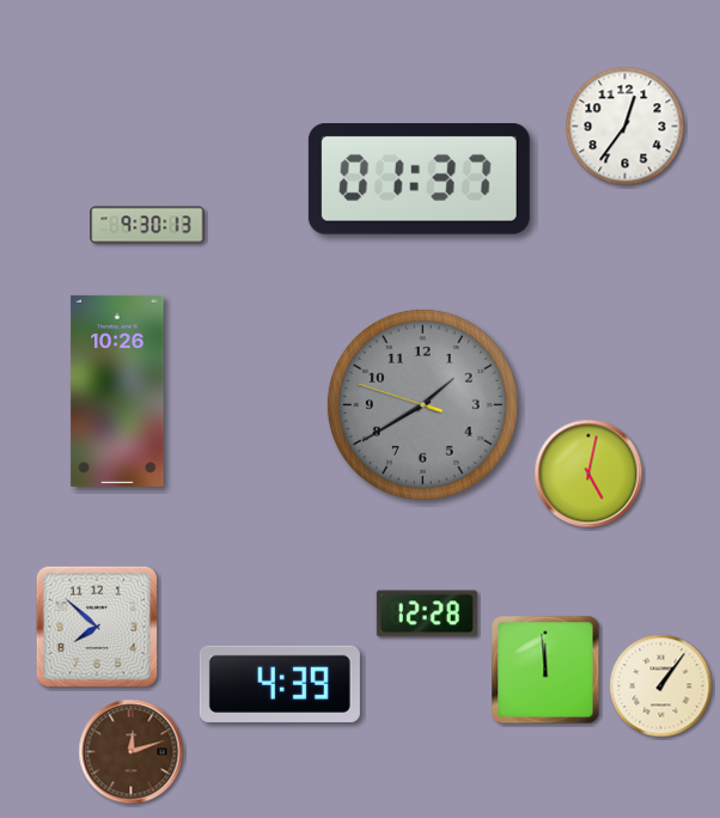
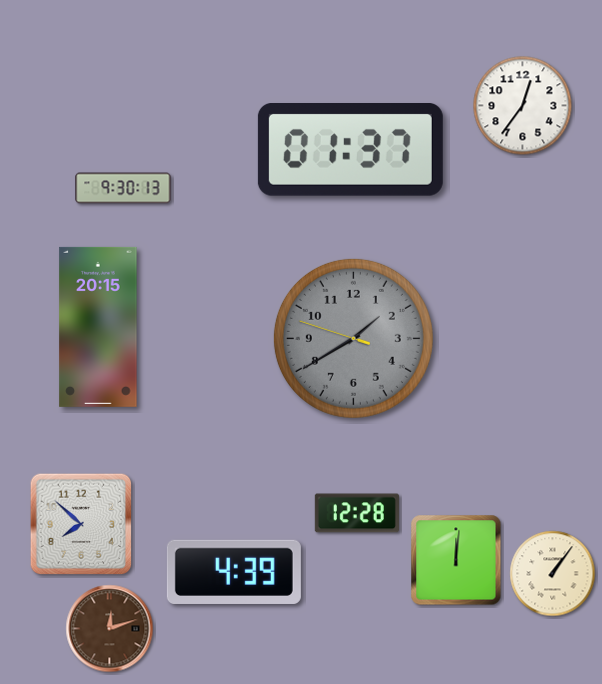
clock at (117, 391): 10:26 -> 20:15
clock at (588, 474): 5:02 -> none
clock at (545, 670): 11:59 -> 12:01
